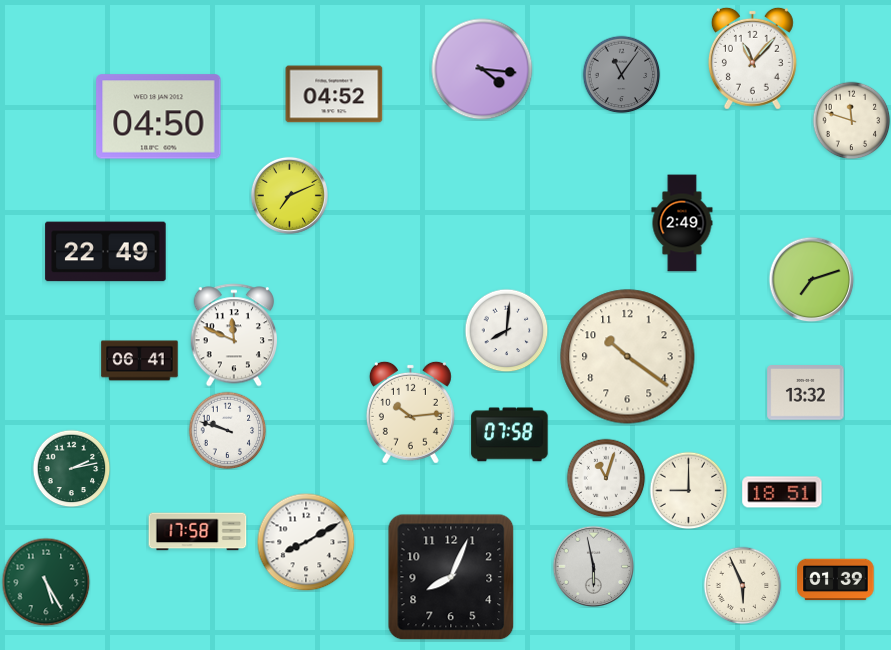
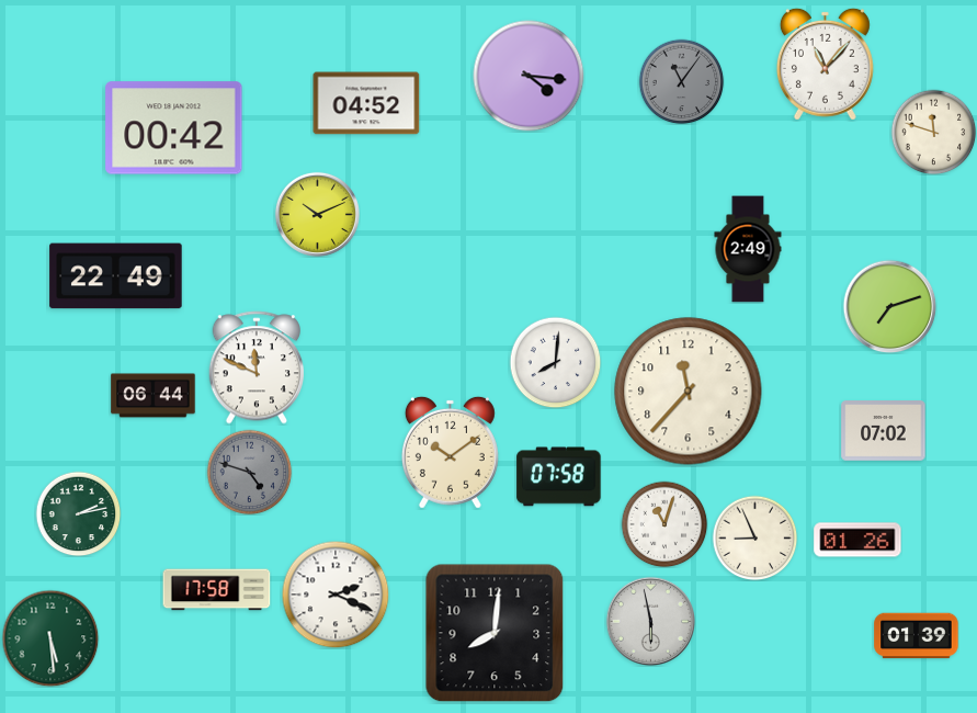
clock at (159, 117): 04:50 -> 00:42
clock at (289, 195): 7:11 -> 10:11
clock at (682, 223) position: (682, 223) -> (748, 249)
clock at (628, 357): 10:21 -> 11:37
clock at (140, 361): 06:41 -> 06:44
clock at (806, 393): 13:32 -> 07:02
clock at (410, 412): 10:14 -> 10:09
clock at (227, 430): 9:48 -> 4:48
clock at (227, 430) dial: white -> grey
clock at (688, 490): 9:00 -> 8:56
clock at (782, 492): 18:51 -> 01:26
clock at (198, 532) position: (198, 532) -> (217, 590)
clock at (306, 542): 8:10 -> 2:19
clock at (451, 577): 8:04 -> 8:01
clock at (46, 582): 5:25 -> 5:29
clock at (742, 585): 5:56 -> none
